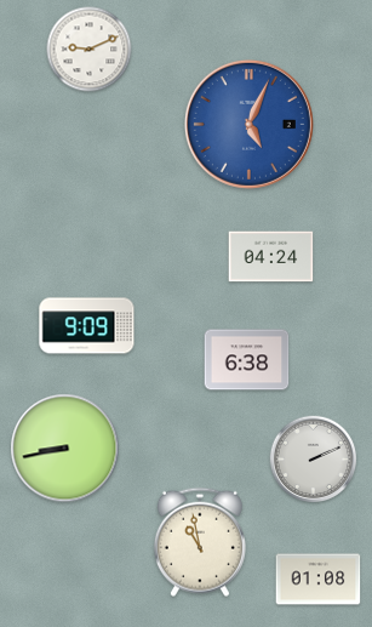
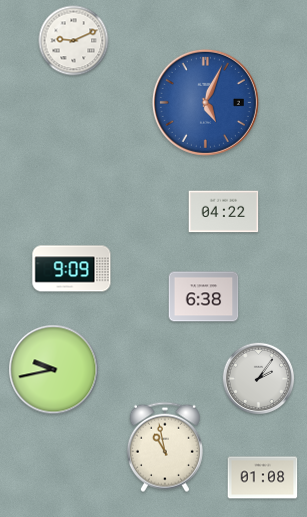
clock at (271, 257): 04:24 -> 04:22
clock at (65, 449): 8:43 -> 9:43
clock at (314, 460): 2:11 -> 2:06
